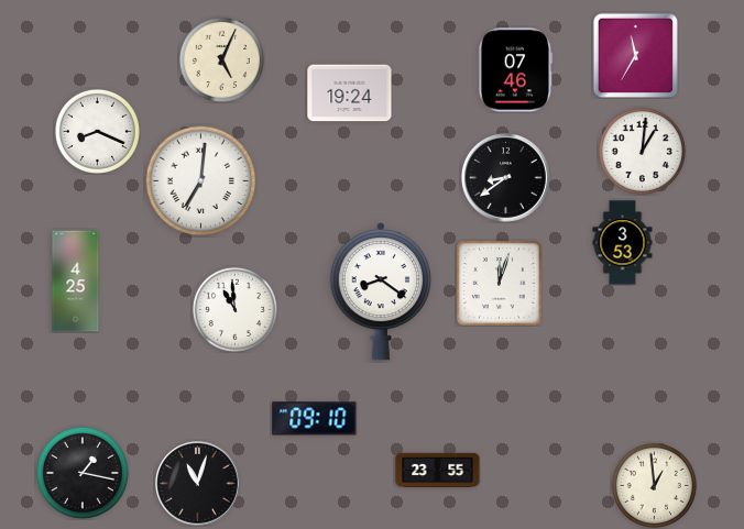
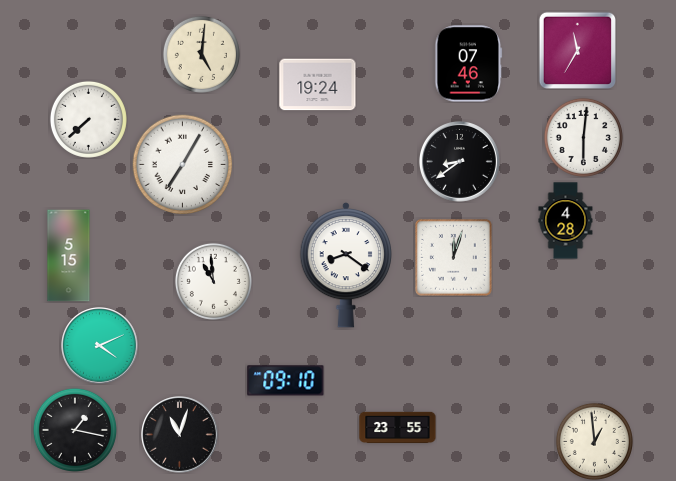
clock at (221, 59): 5:04 -> 5:01
clock at (97, 131): 8:19 -> 7:38
clock at (642, 151): 1:01 -> 6:01
clock at (201, 181): 7:01 -> 7:05
clock at (623, 243): 3:53 -> 4:28
clock at (76, 282): 4:25 -> 5:15
clock at (100, 346): none -> 4:11
clock at (198, 484) position: (198, 484) -> (180, 435)
